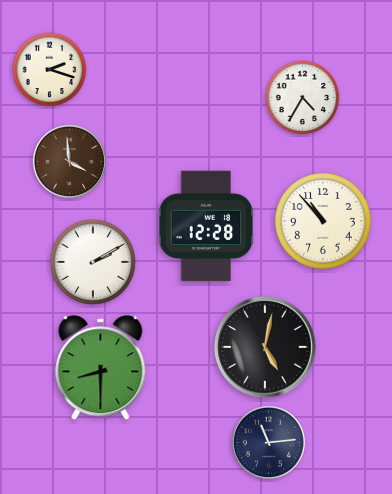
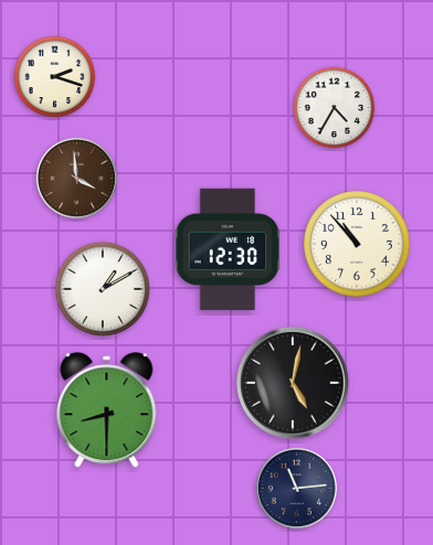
clock at (206, 226): 12:28 -> 12:30
clock at (93, 262): 2:10 -> 1:10
clock at (101, 368) position: (101, 368) -> (107, 410)
